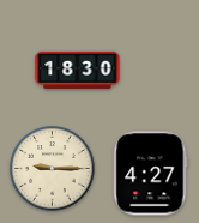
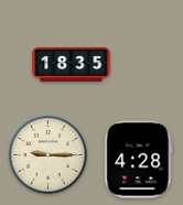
clock at (78, 70): 18:30 -> 18:35
clock at (151, 174): 4:27 -> 4:28
